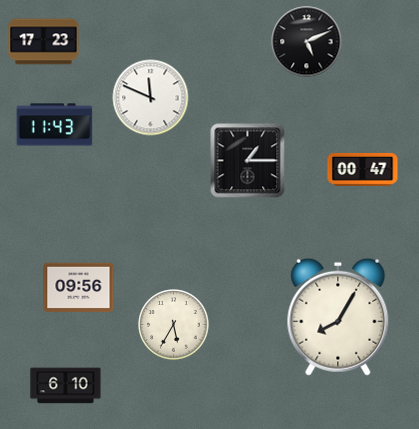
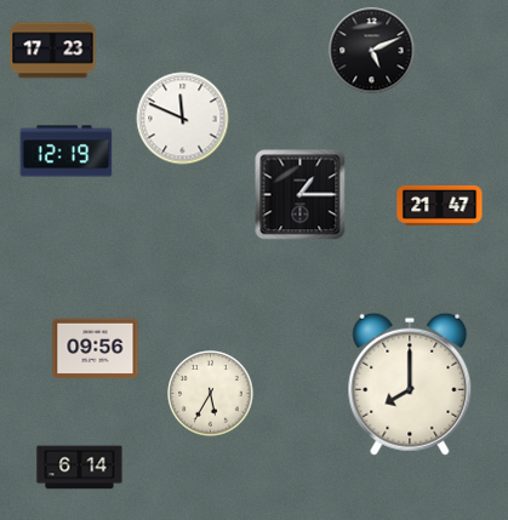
clock at (55, 125): 11:43 -> 12:19
clock at (363, 169): 00:47 -> 21:47
clock at (338, 317): 8:05 -> 8:00
clock at (66, 386): 6:10 -> 6:14
